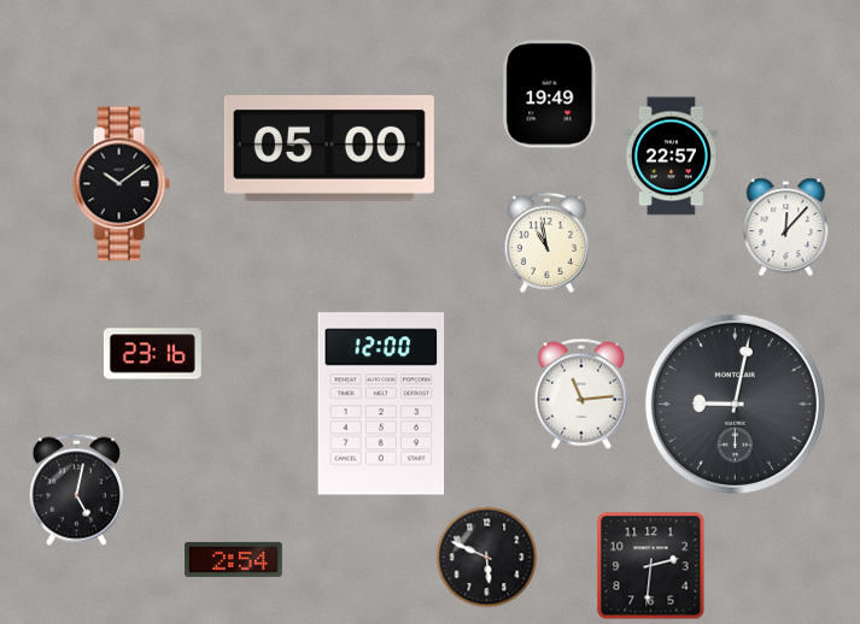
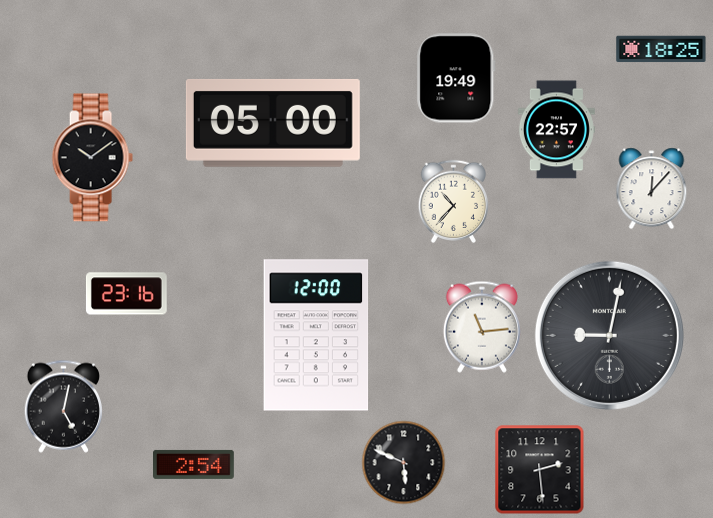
clock at (661, 49): none -> 18:25
clock at (121, 184) position: (121, 184) -> (92, 158)
clock at (548, 242): 10:58 -> 10:37
clock at (651, 566): 2:31 -> 2:29
